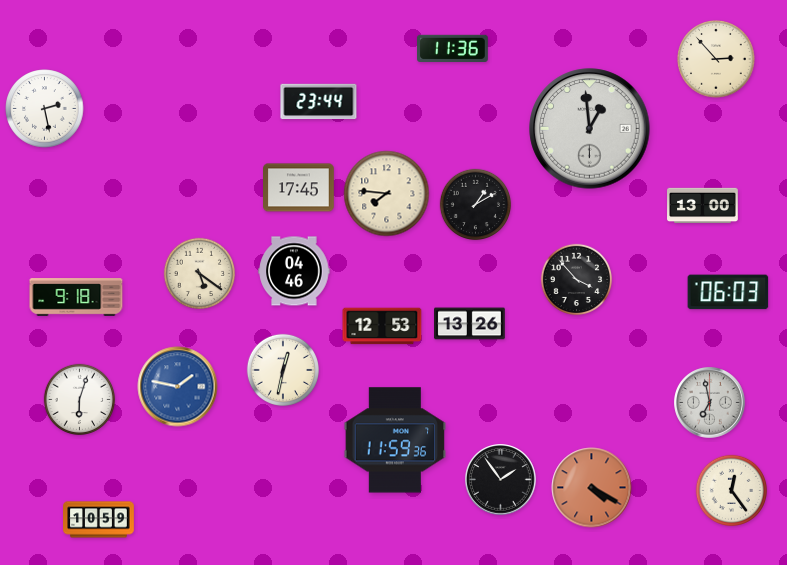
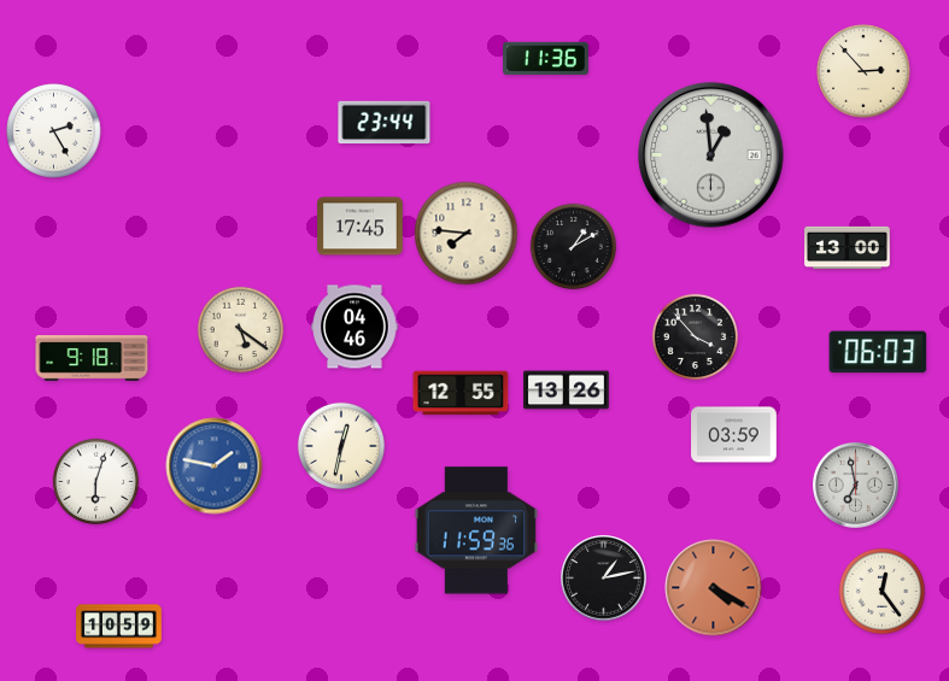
clock at (45, 109): 2:28 -> 2:25
clock at (382, 326): 12:53 -> 12:55
clock at (734, 435): none -> 03:59
clock at (501, 480): 1:54 -> 1:13
